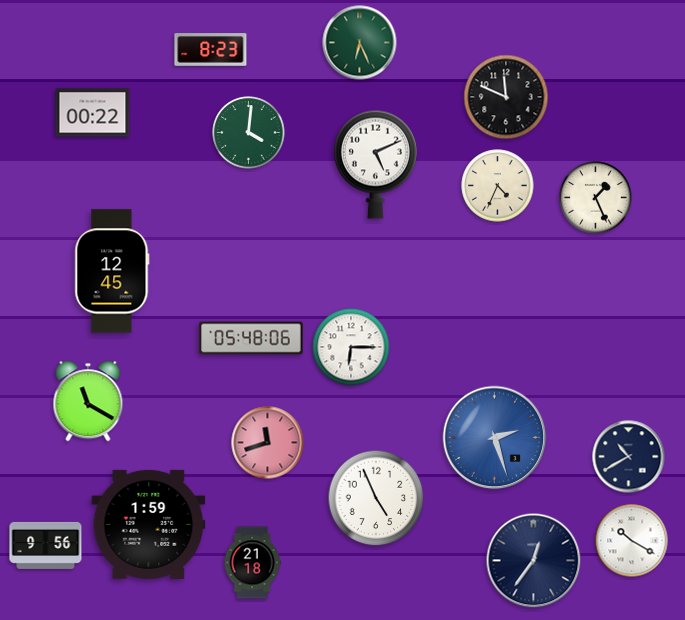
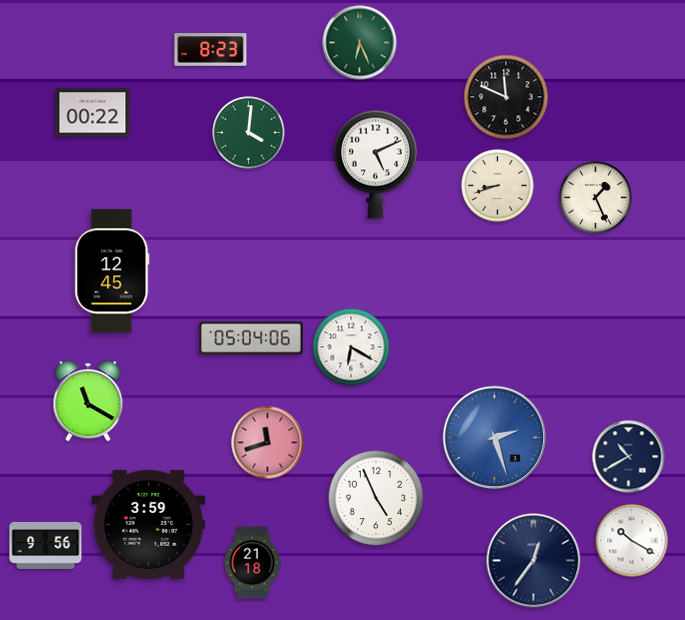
clock at (498, 186): 4:34 -> 8:42
clock at (251, 338): 05:48 -> 05:04
clock at (351, 347): 6:15 -> 6:20
clock at (149, 524): 1:59 -> 3:59
